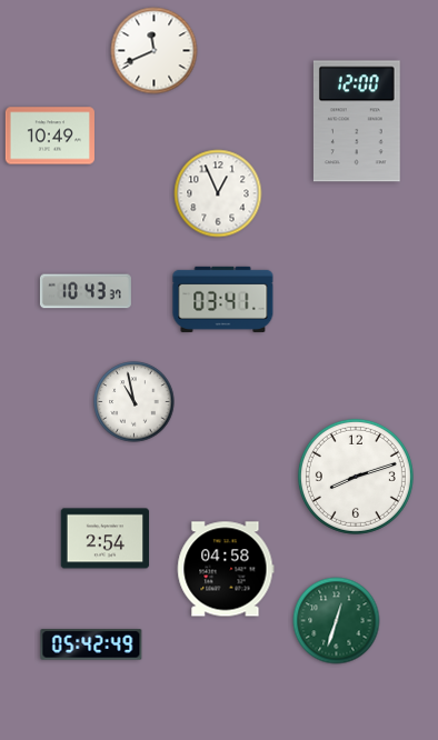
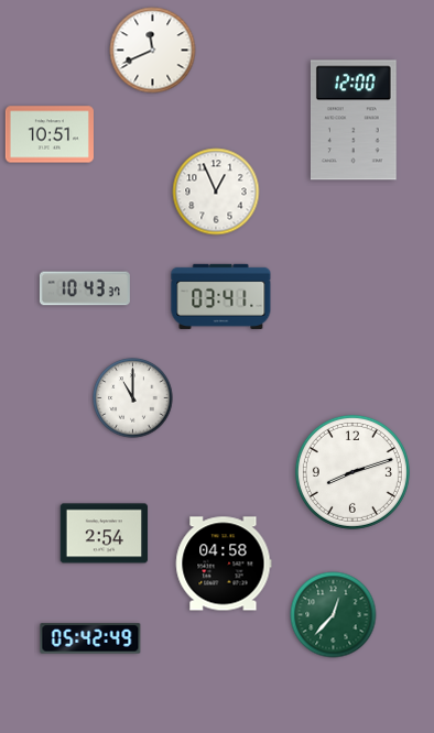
clock at (50, 136): 10:49 -> 10:51
clock at (135, 402): 10:58 -> 11:00
clock at (337, 621): 12:33 -> 12:37
